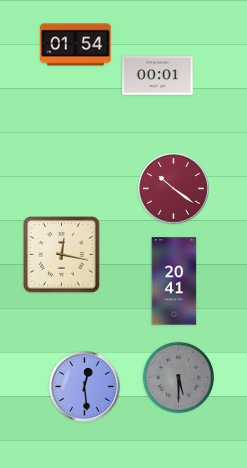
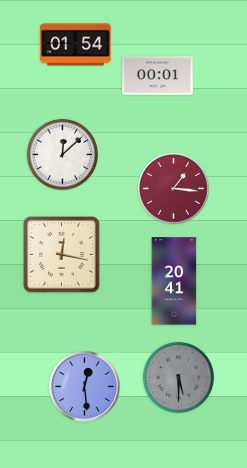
clock at (62, 154): none -> 12:08
clock at (174, 189): 10:21 -> 1:16
